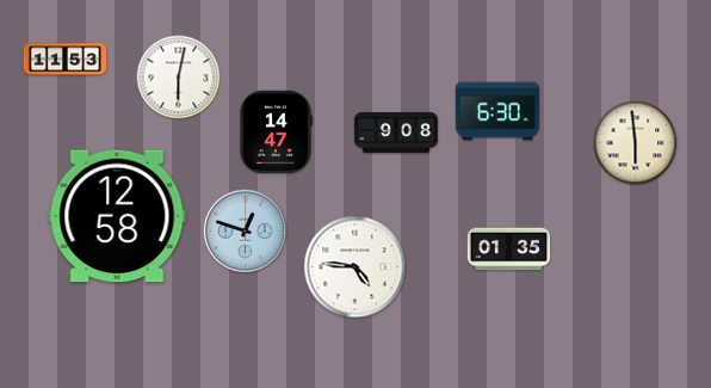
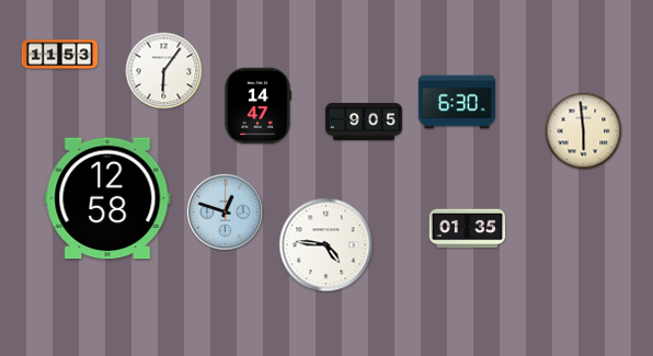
clock at (179, 78): 6:02 -> 6:06
clock at (276, 133) position: (276, 133) -> (257, 106)
clock at (396, 133): 9:08 -> 9:05
